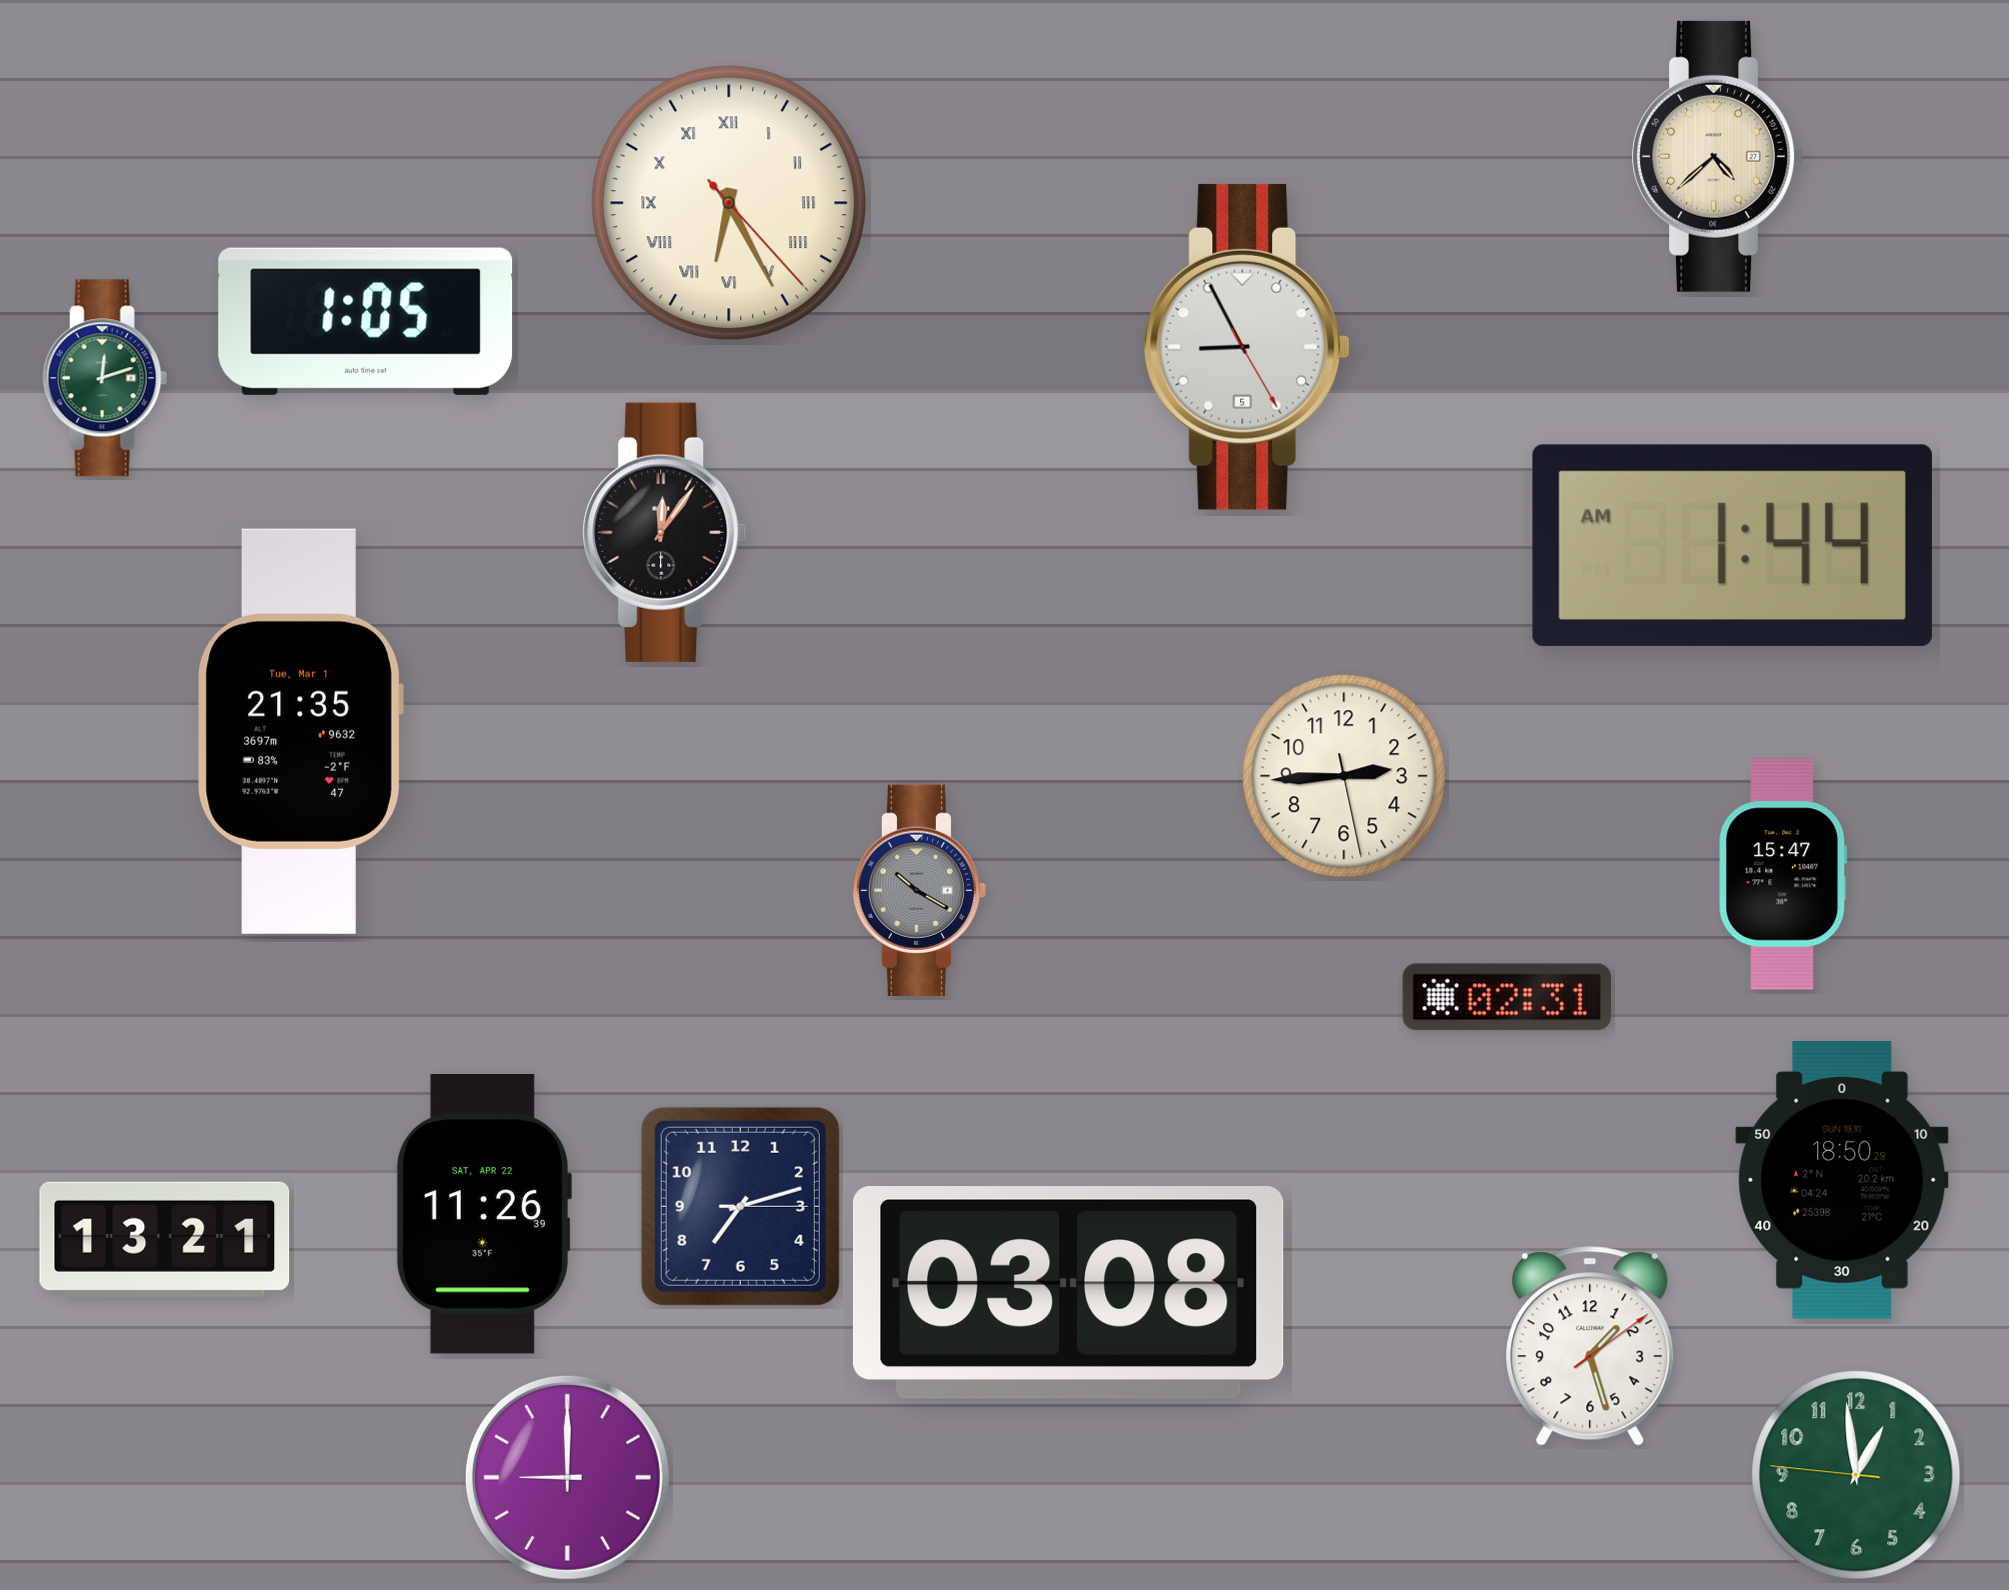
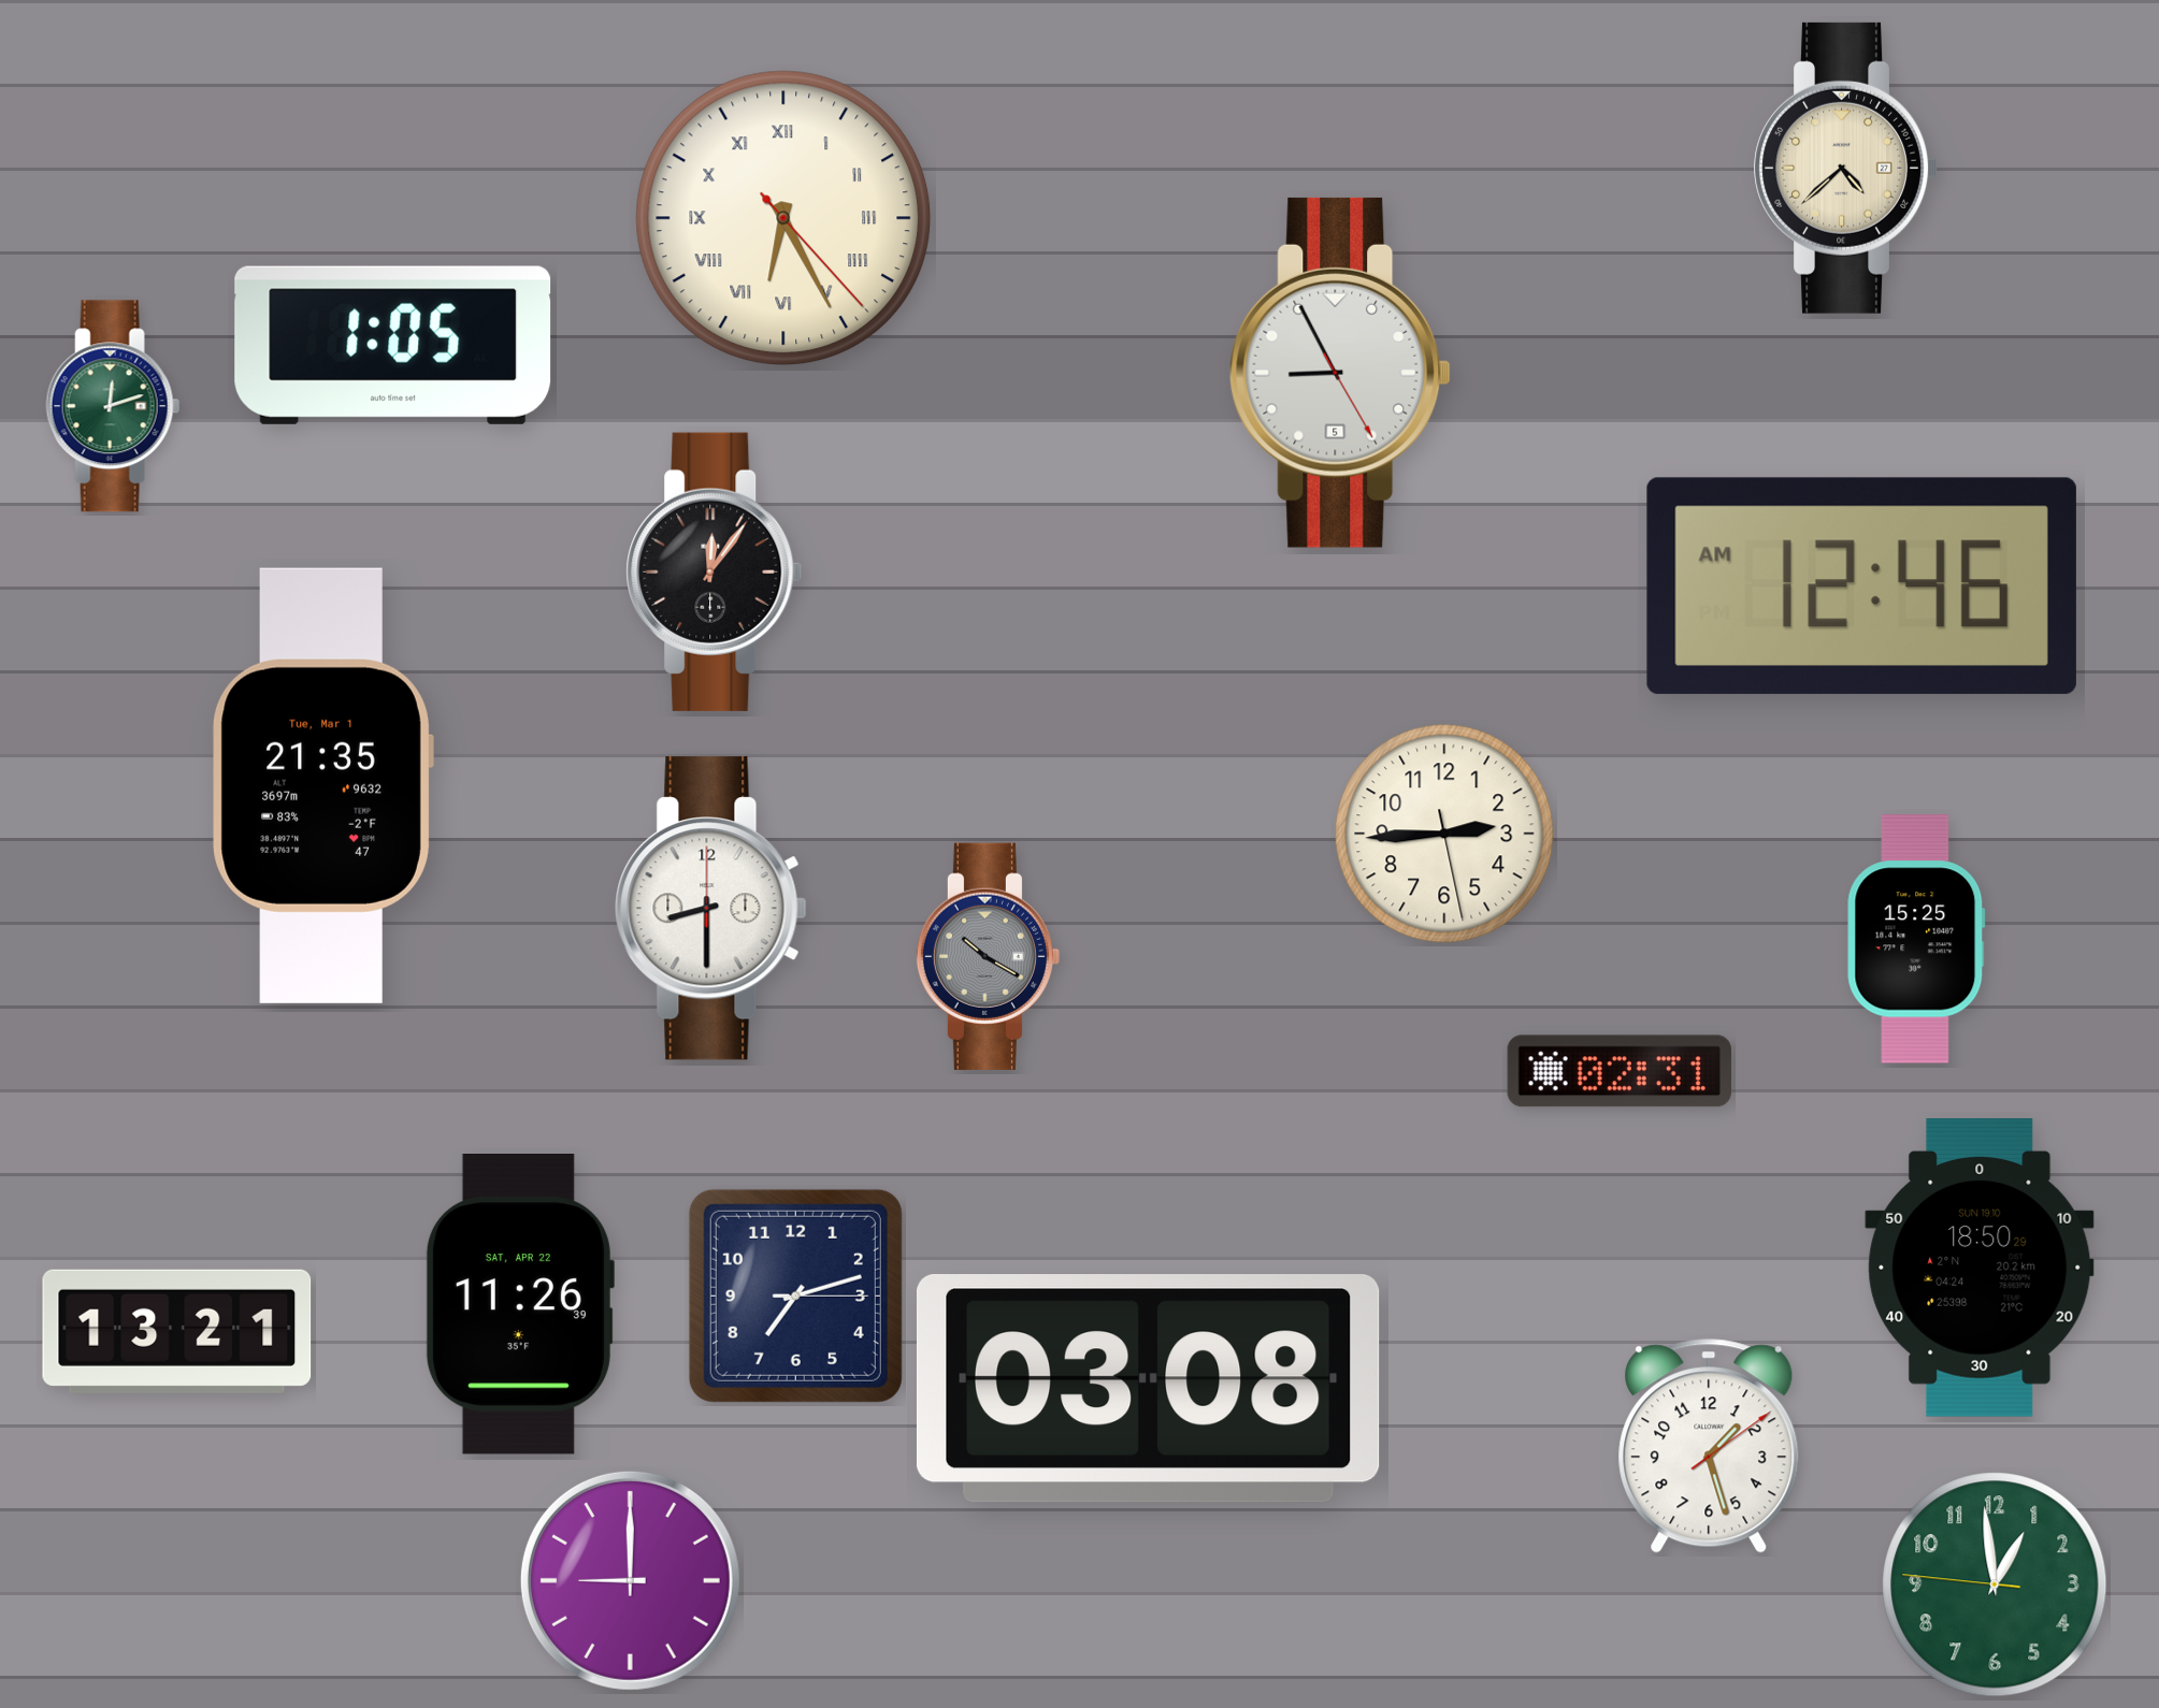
clock at (1732, 545): 1:44 -> 12:46
clock at (711, 909): none -> 8:30
clock at (1783, 874): 15:47 -> 15:25
clock at (567, 1477) position: (567, 1477) -> (630, 1580)
